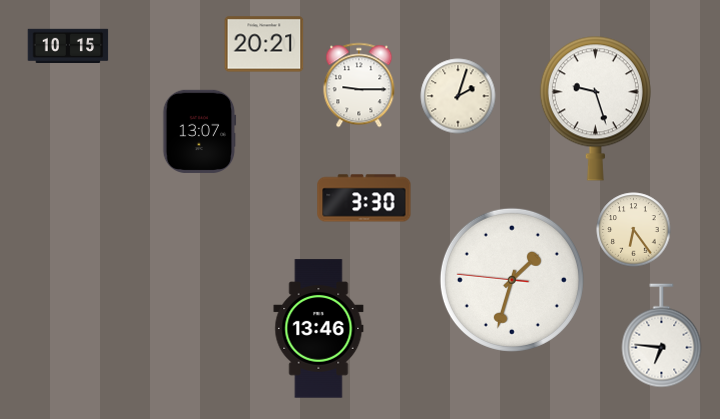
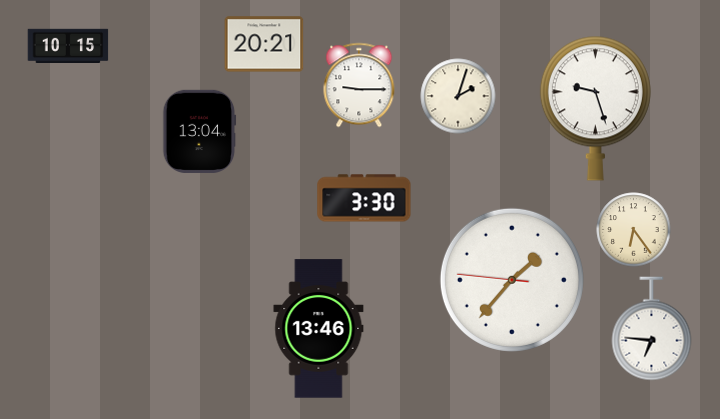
clock at (200, 131): 13:07 -> 13:04
clock at (512, 280): 1:32 -> 1:36
clock at (662, 336) position: (662, 336) -> (652, 329)
